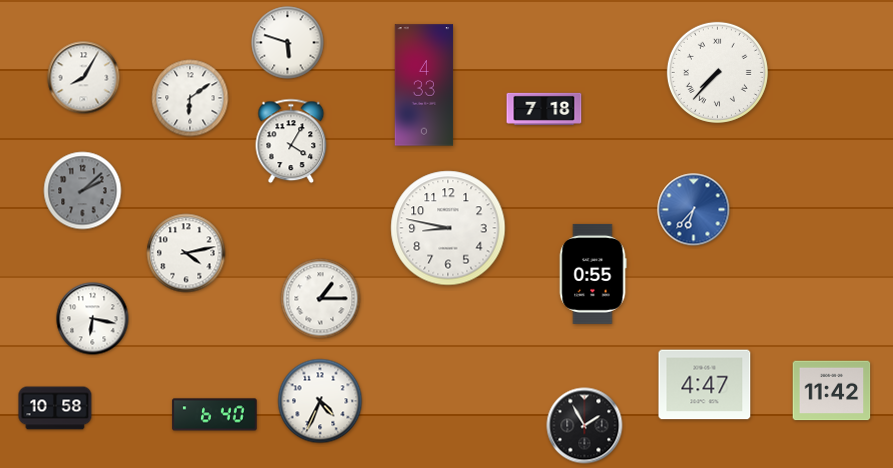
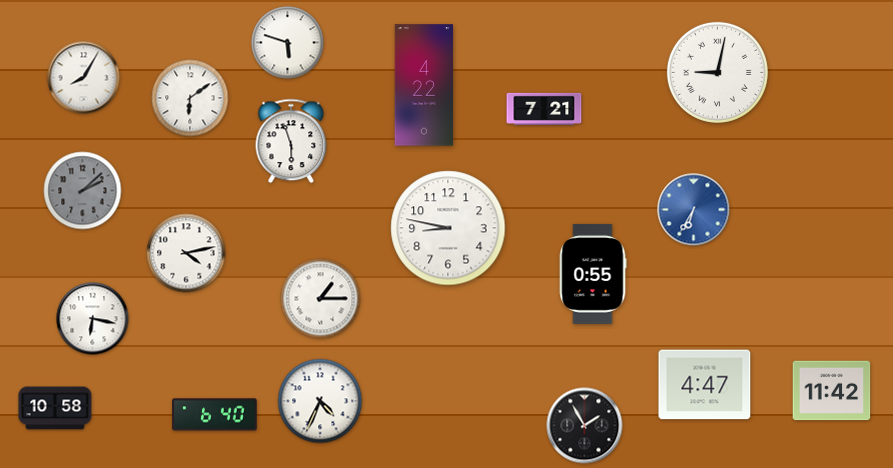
clock at (717, 72): 7:37 -> 9:02
clock at (424, 85): 4:33 -> 4:22
clock at (544, 109): 7:18 -> 7:21
clock at (291, 141): 4:05 -> 5:57
clock at (694, 210): 6:37 -> 6:35
